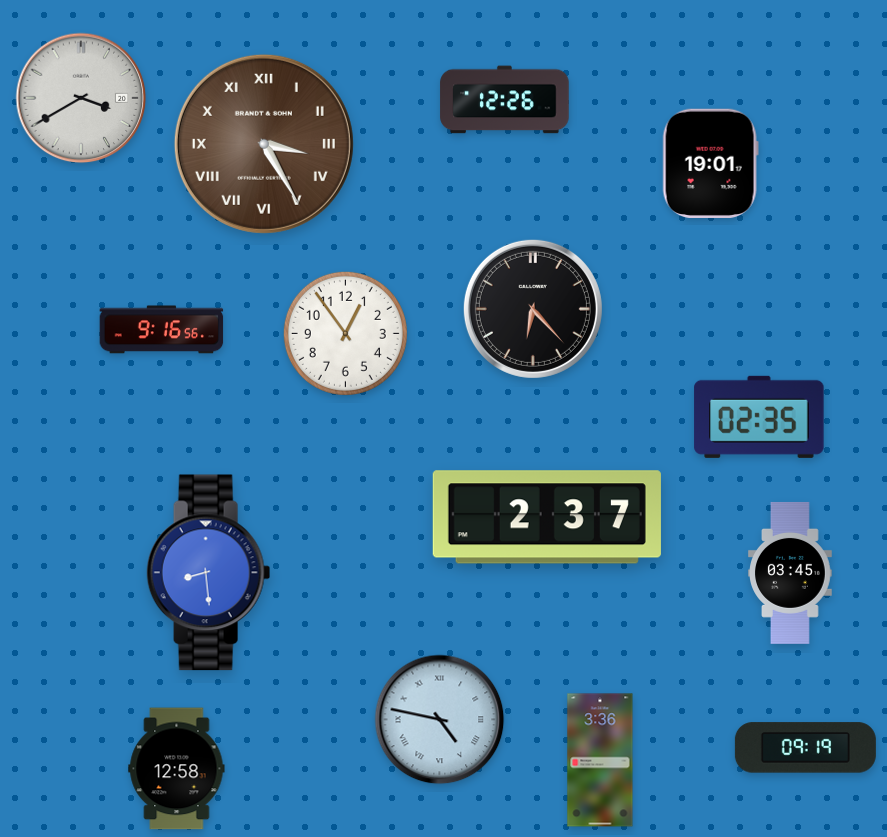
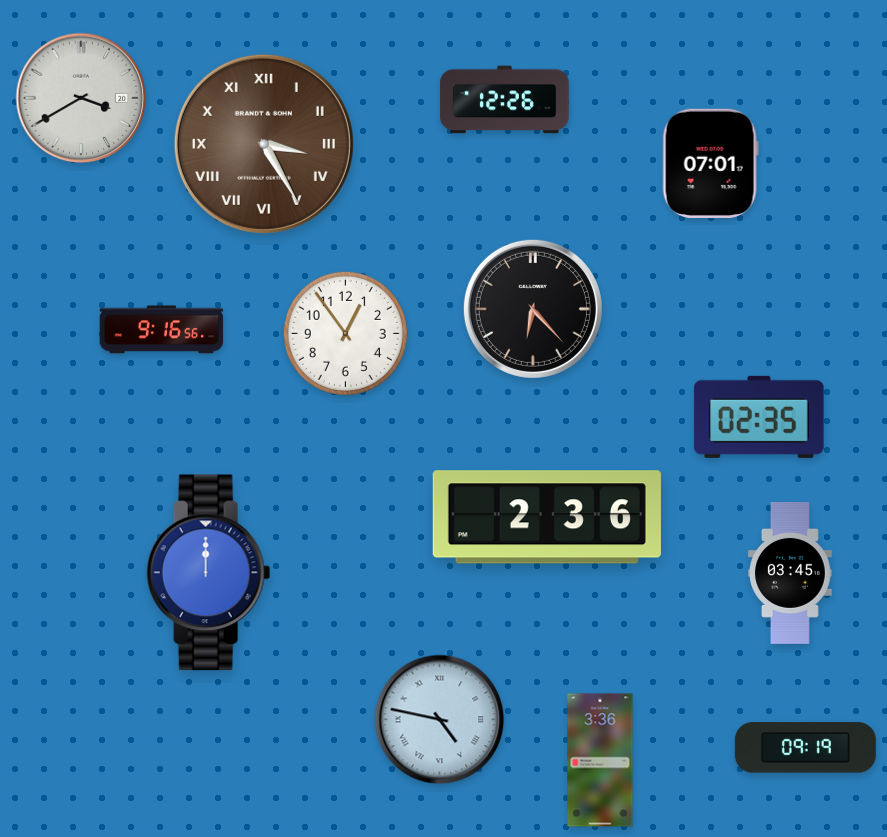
clock at (710, 163): 19:01 -> 07:01
clock at (547, 517): 2:37 -> 2:36
clock at (209, 573): 8:29 -> 12:00
clock at (177, 769): 12:58 -> none
